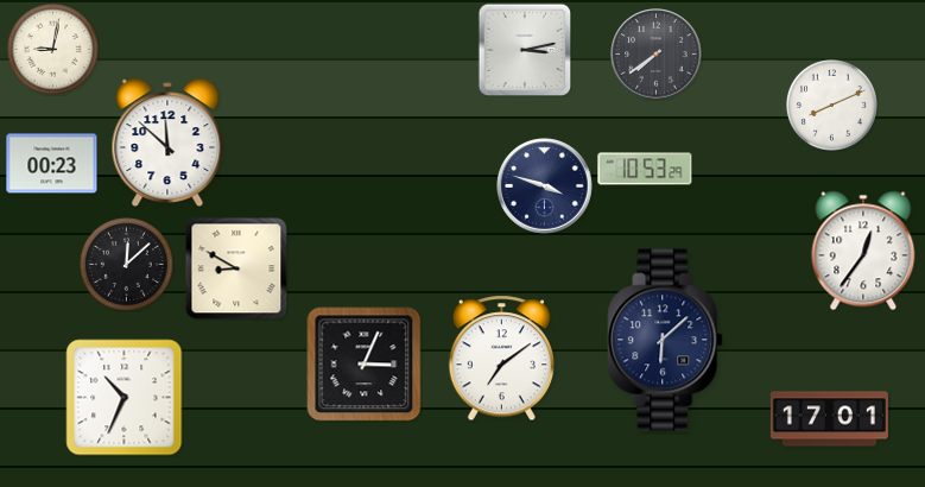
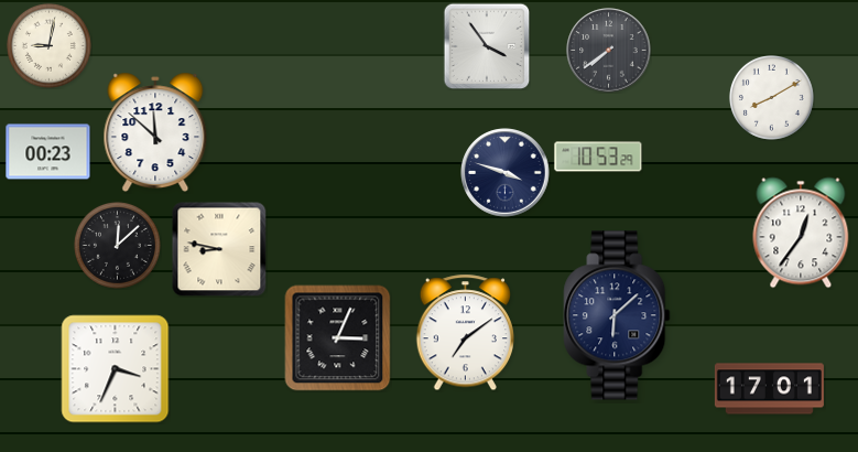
clock at (525, 50): 3:13 -> 3:54
clock at (831, 105): 8:11 -> 8:10
clock at (236, 268): 8:50 -> 8:47
clock at (125, 398): 10:34 -> 3:34
